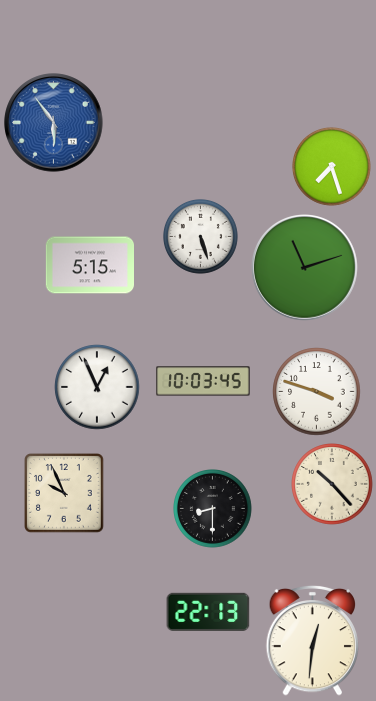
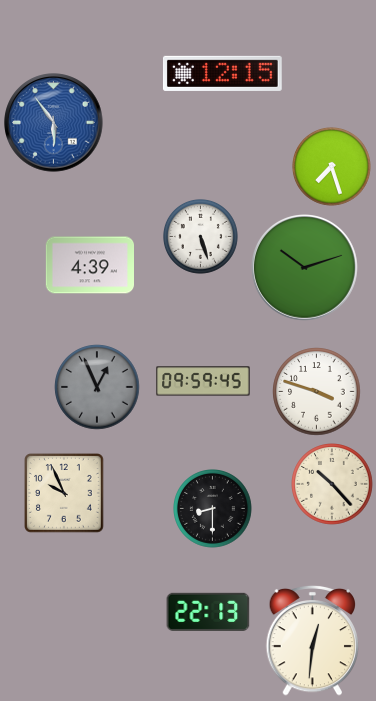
clock at (223, 73): none -> 12:15
clock at (89, 265): 5:15 -> 4:39
clock at (305, 268): 11:12 -> 10:12
clock at (203, 381): 10:03 -> 09:59
clock at (97, 387) dial: white -> grey
